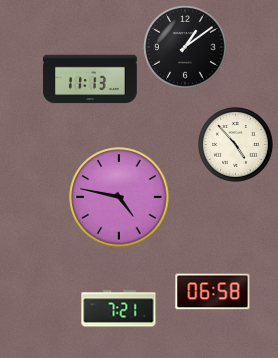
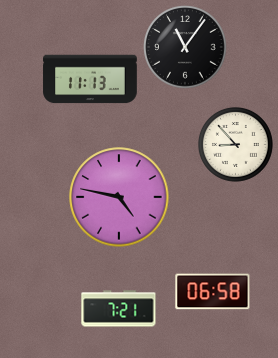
clock at (185, 47): 1:09 -> 11:06
clock at (235, 144): 4:53 -> 8:53
